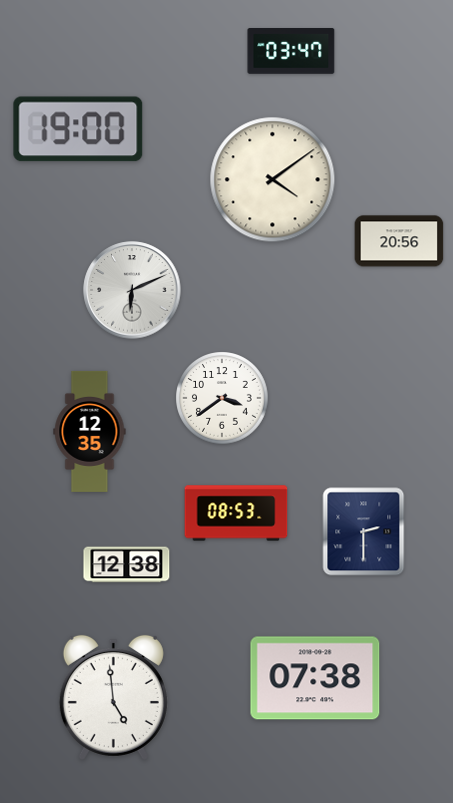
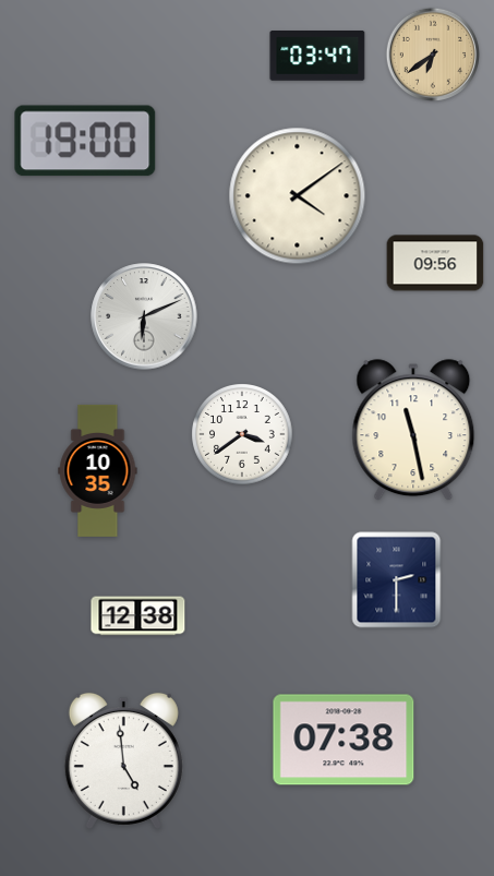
clock at (433, 55): none -> 6:39
clock at (399, 241): 20:56 -> 09:56
clock at (413, 431): none -> 11:28
clock at (90, 431): 12:35 -> 10:35
clock at (236, 513): 08:53 -> none
